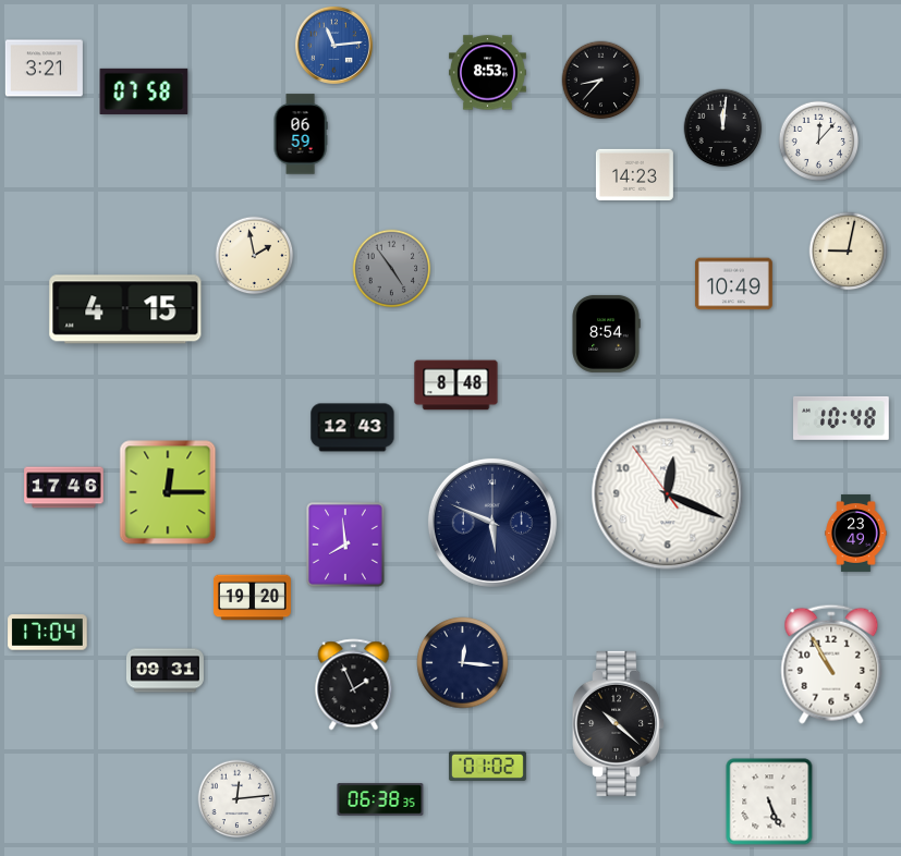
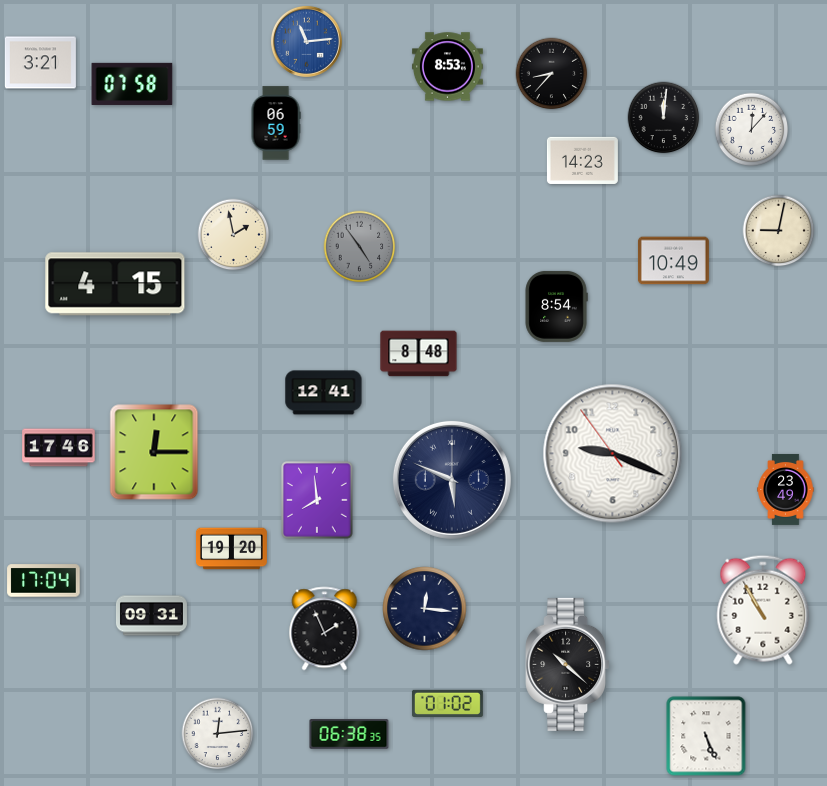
clock at (842, 418): 10:48 -> none
clock at (353, 428): 12:43 -> 12:41
clock at (668, 494): 12:18 -> 9:18
